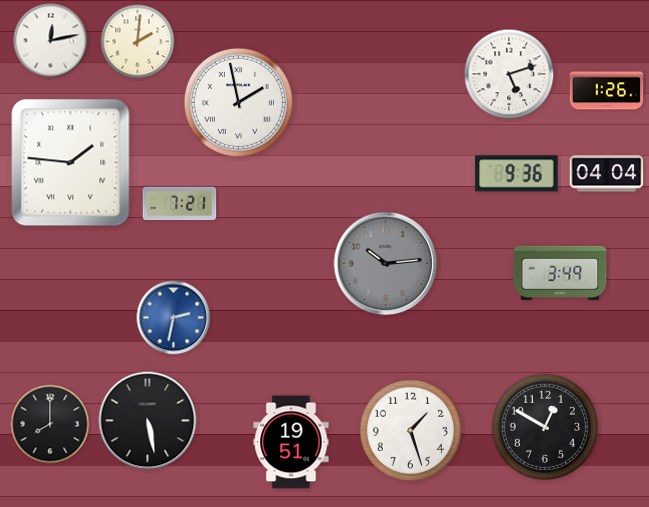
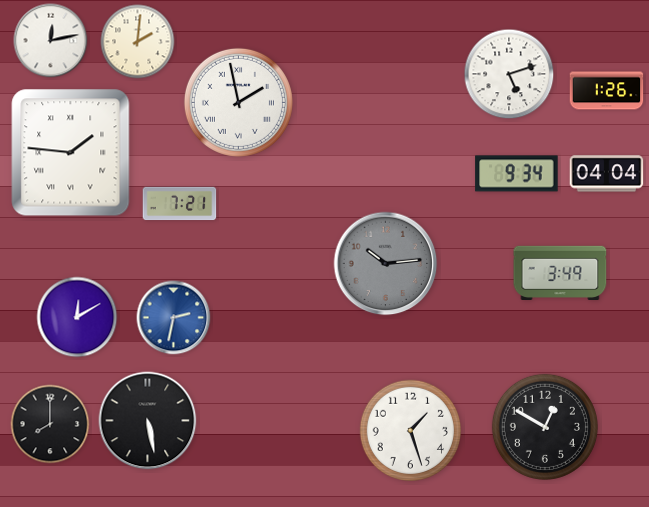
clock at (71, 163) position: (71, 163) -> (71, 153)
clock at (517, 174): 9:36 -> 9:34
clock at (77, 317): none -> 12:10
clock at (291, 442): 19:51 -> none
